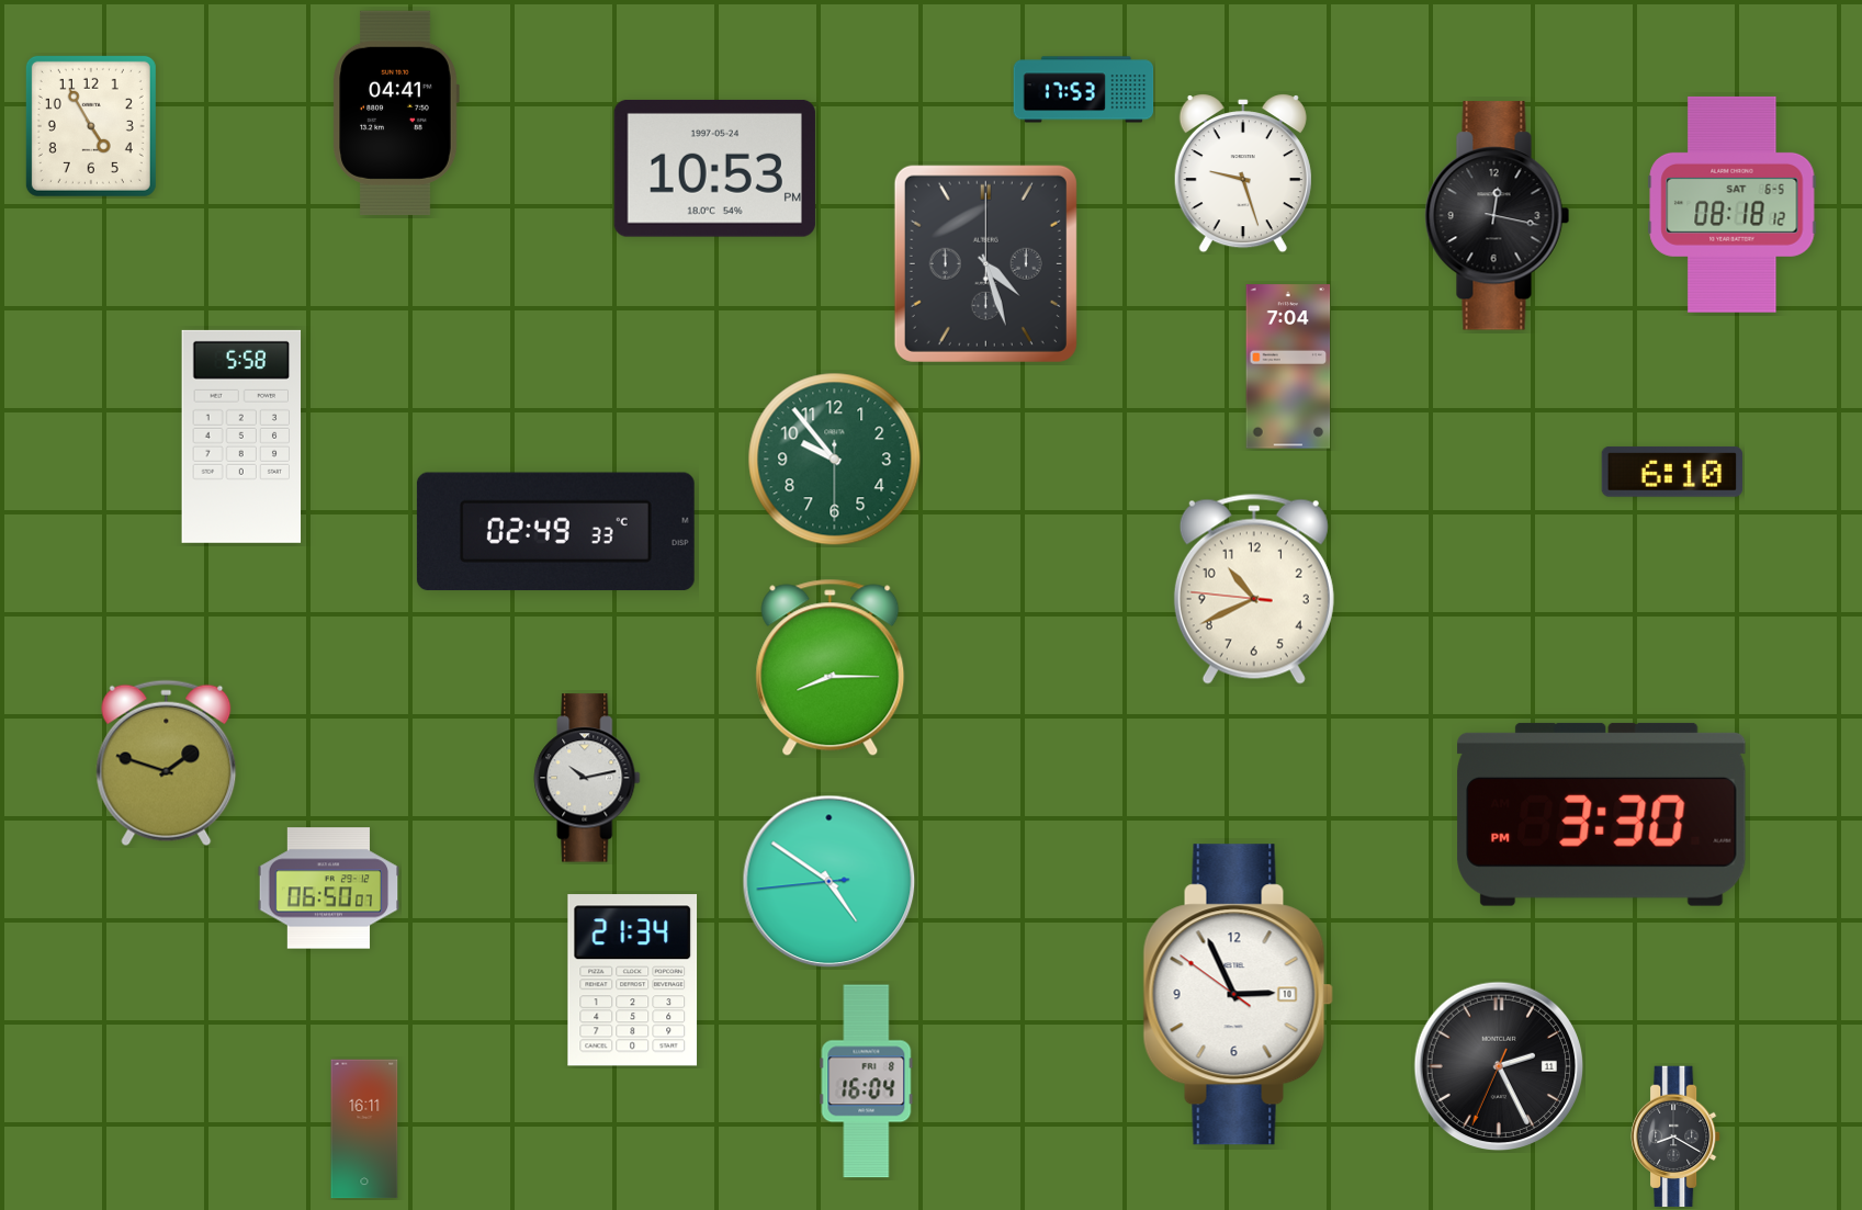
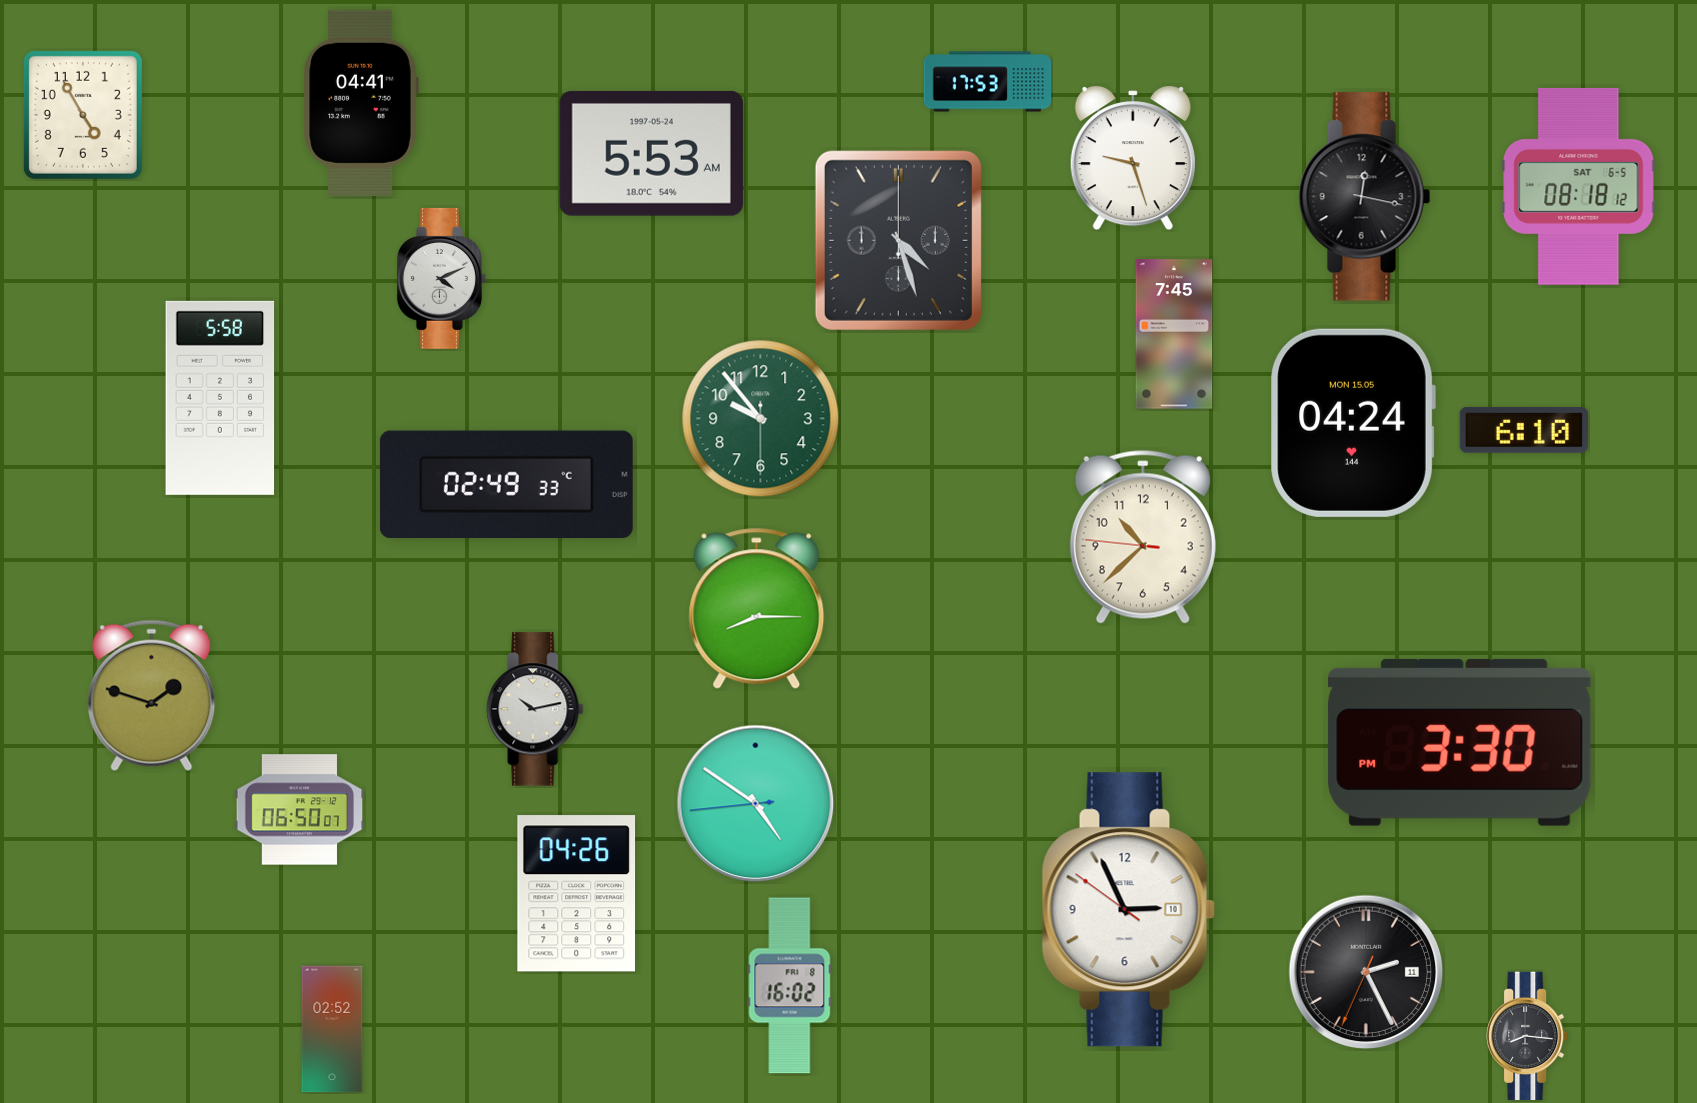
clock at (714, 168): 10:53 -> 5:53
clock at (441, 278): none -> 4:11
clock at (1288, 366): 7:04 -> 7:45
clock at (1353, 423): none -> 04:24
clock at (1254, 589): 10:40 -> 10:37
clock at (633, 981): 21:34 -> 04:26
clock at (1238, 995) position: (1238, 995) -> (1128, 910)
clock at (867, 1082): 16:04 -> 16:02
clock at (364, 1129): 16:11 -> 02:52
clock at (1675, 1137): 8:20 -> 8:16
